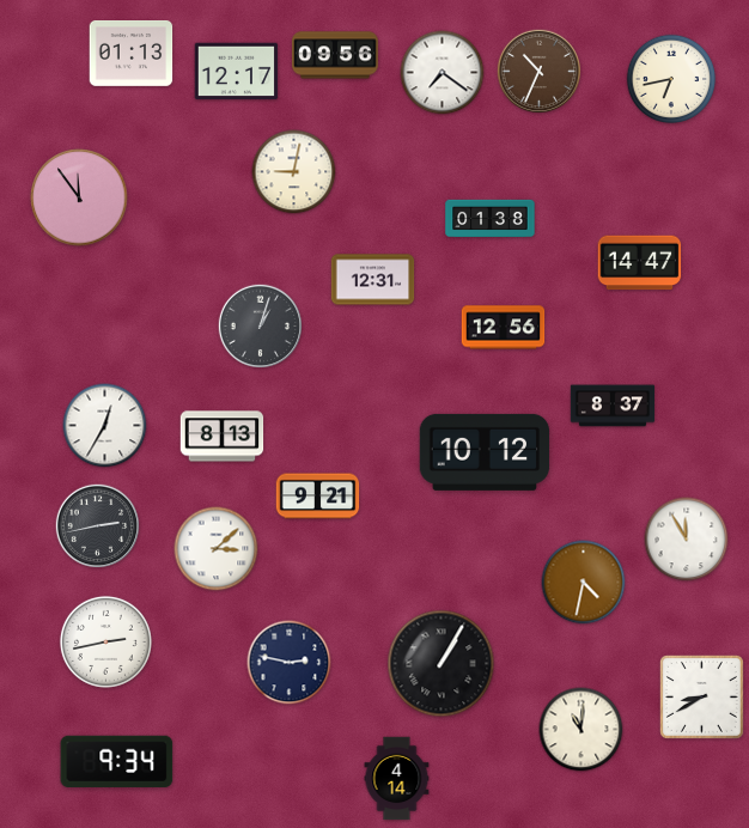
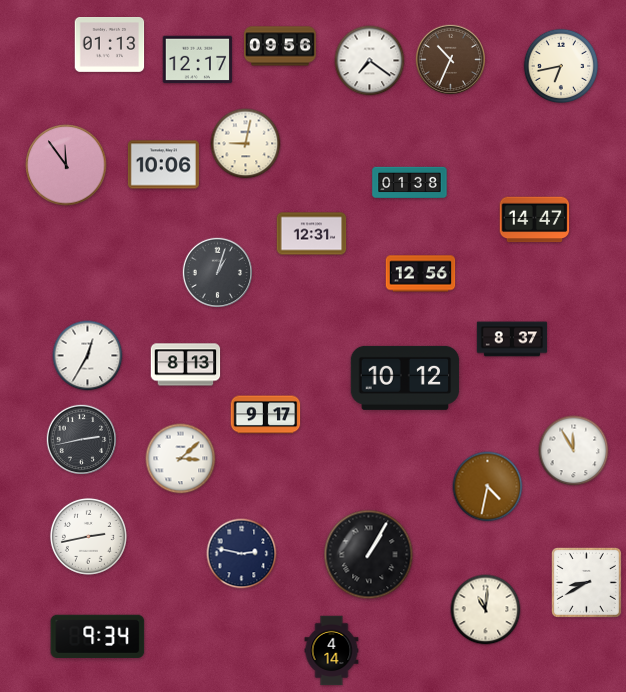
clock at (163, 165): none -> 10:06
clock at (318, 497): 9:21 -> 9:17
